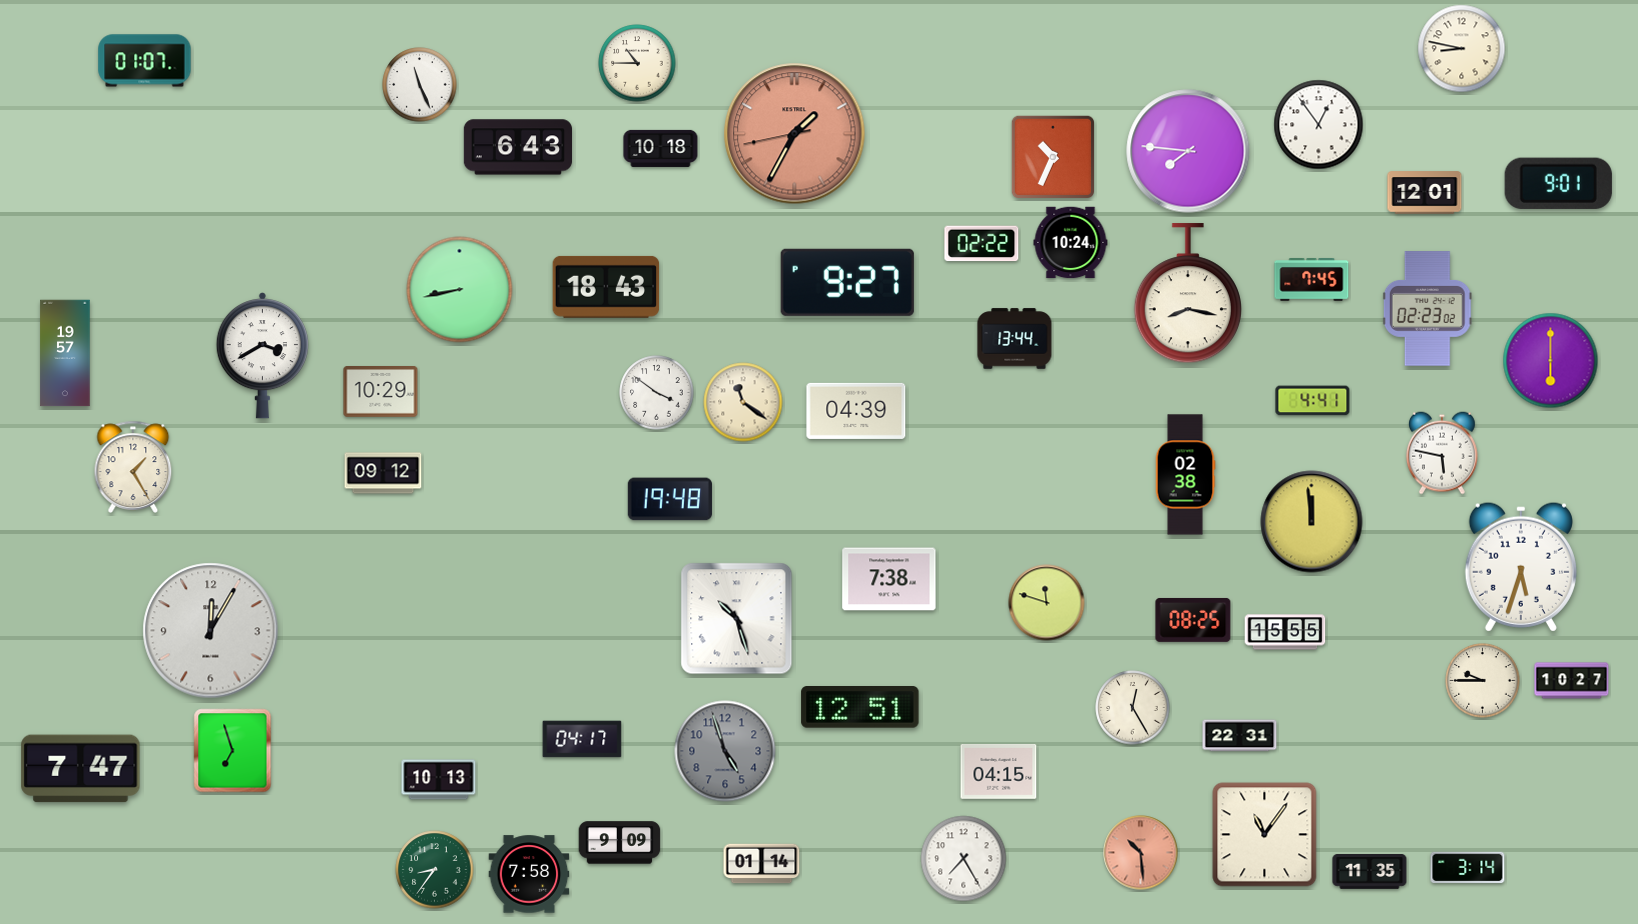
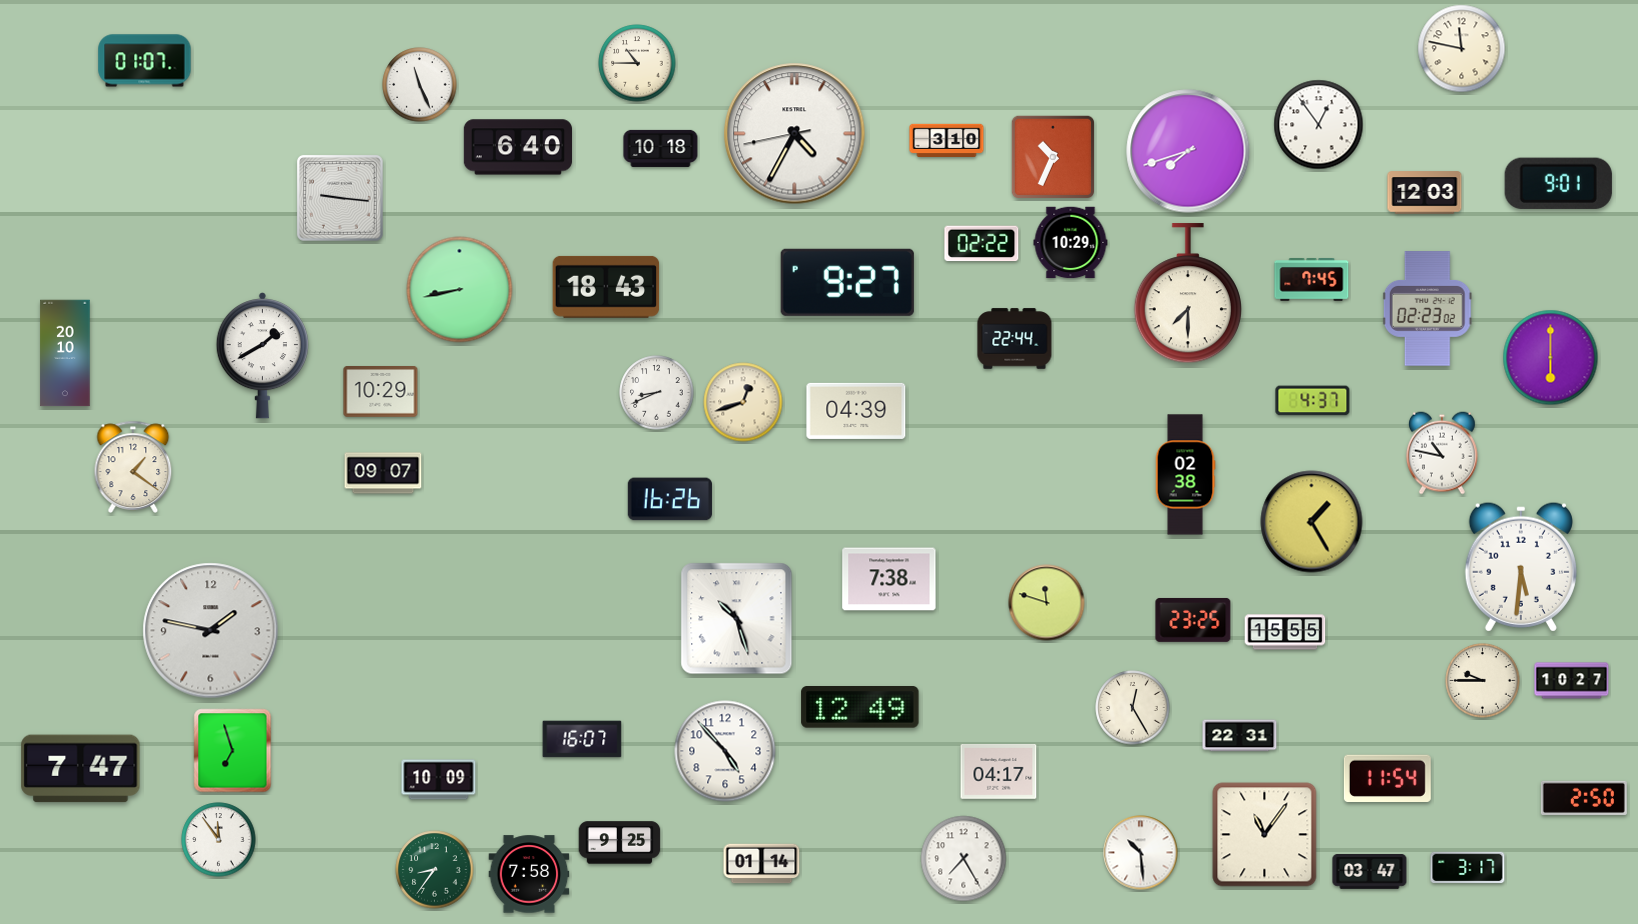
clock at (1462, 49): 8:47 -> 11:47
clock at (795, 134): 1:34 -> 4:34
clock at (795, 134) dial: salmon -> white
clock at (947, 141): none -> 3:10
clock at (517, 147): 6:43 -> 6:40
clock at (1188, 151): 7:46 -> 7:42
clock at (1425, 193): 12:01 -> 12:03
clock at (341, 199): none -> 9:16
clock at (1071, 243): 10:24 -> 10:29
clock at (1188, 294): 8:17 -> 7:30
clock at (1015, 339): 13:44 -> 22:44
clock at (65, 353): 19:57 -> 20:10
clock at (262, 356): 3:40 -> 1:40
clock at (1551, 361) position: (1551, 361) -> (1551, 358)
clock at (657, 393): 3:51 -> 8:41
clock at (1313, 401): 4:41 -> 4:37
clock at (743, 402): 11:21 -> 12:42
clock at (1442, 453): 5:47 -> 10:47
clock at (133, 467): 1:25 -> 1:21
clock at (383, 473): 09:12 -> 09:07
clock at (670, 499): 19:48 -> 16:26
clock at (1312, 522): 11:59 -> 1:25
clock at (1521, 567): 5:33 -> 5:31
clock at (1193, 620): 08:25 -> 23:25
clock at (211, 631): 12:05 -> 1:47
clock at (860, 708): 12:51 -> 12:49
clock at (582, 739): 04:17 -> 16:07
clock at (725, 751): 4:57 -> 4:53
clock at (725, 751) dial: grey -> white
clock at (999, 771): 04:15 -> 04:17
clock at (1387, 779): none -> 11:54
clock at (439, 780): 10:13 -> 10:09
clock at (1584, 798): none -> 2:50
clock at (219, 840): none -> 11:54
clock at (620, 843): 9:09 -> 9:25
clock at (1141, 853) dial: salmon -> white
clock at (1468, 868): 3:14 -> 3:17
clock at (1370, 872): 11:35 -> 03:47
